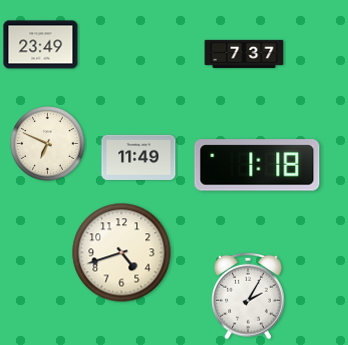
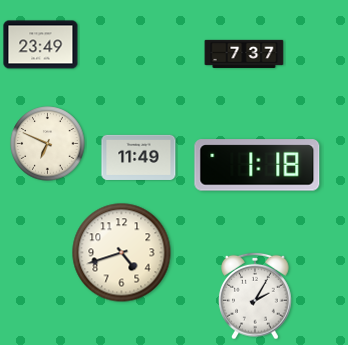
clock at (248, 296) position: (248, 296) -> (255, 296)
